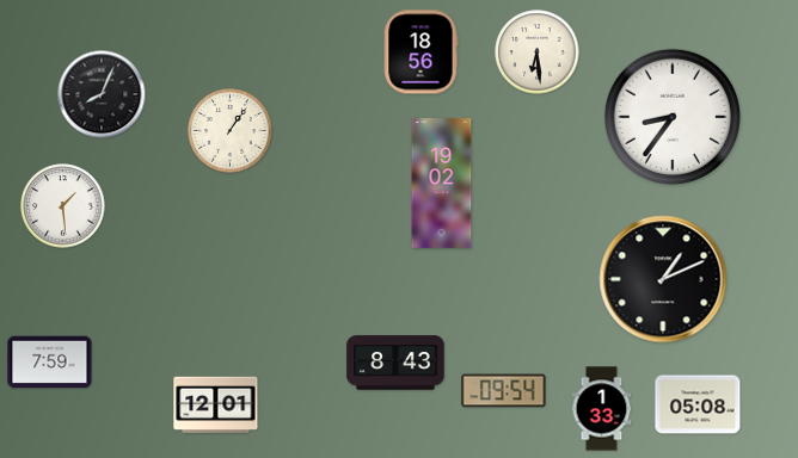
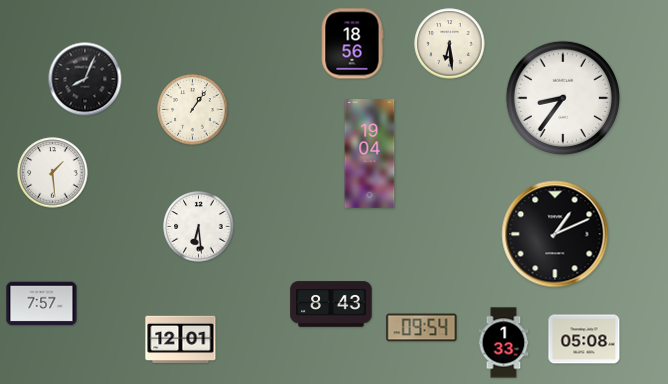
clock at (442, 184): 19:02 -> 19:04
clock at (199, 227): none -> 6:29
clock at (50, 363): 7:59 -> 7:57
